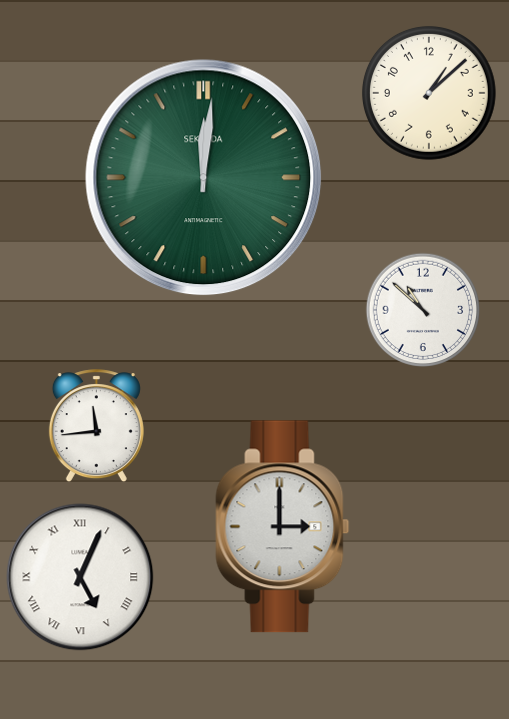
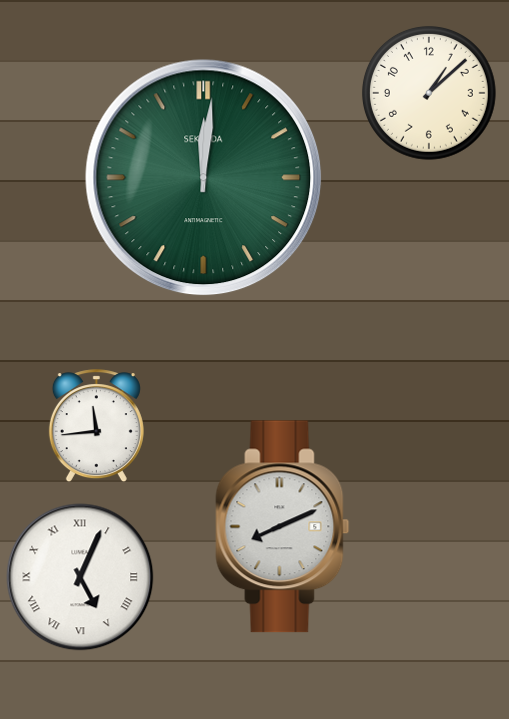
clock at (422, 309): 10:52 -> none
clock at (283, 527): 3:00 -> 8:11
